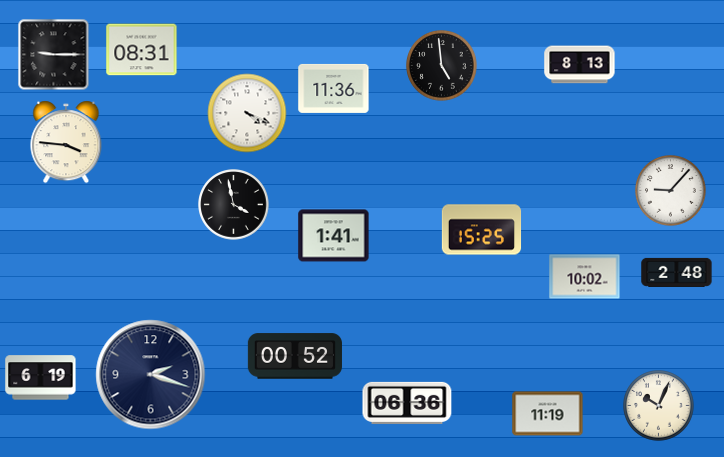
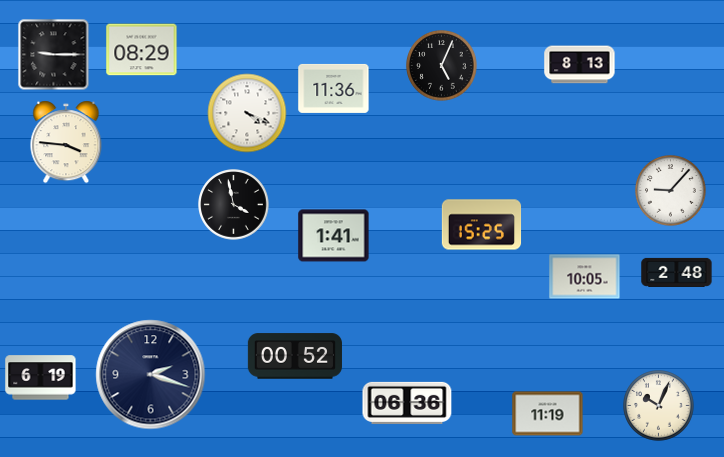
clock at (142, 50): 08:31 -> 08:29
clock at (442, 66): 4:59 -> 5:04
clock at (482, 230) position: (482, 230) -> (482, 225)
clock at (585, 277): 10:02 -> 10:05
